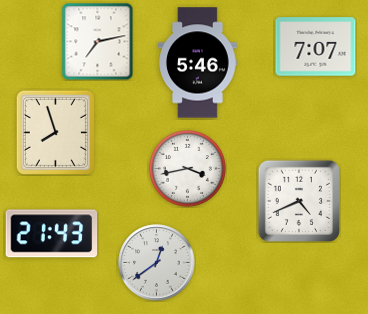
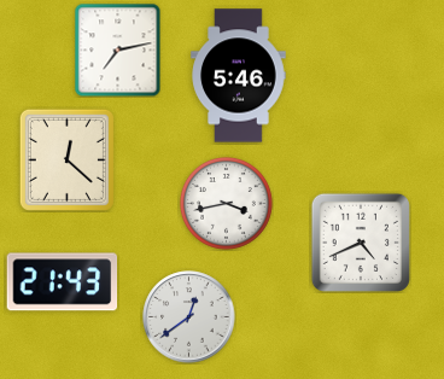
clock at (316, 47): 7:07 -> none
clock at (55, 132): 7:57 -> 12:22
